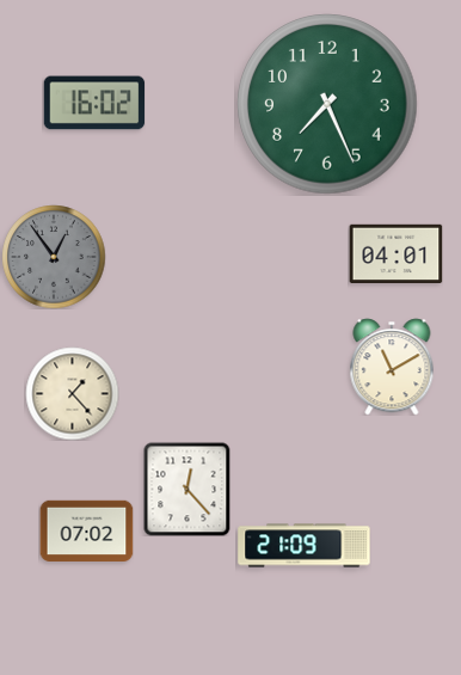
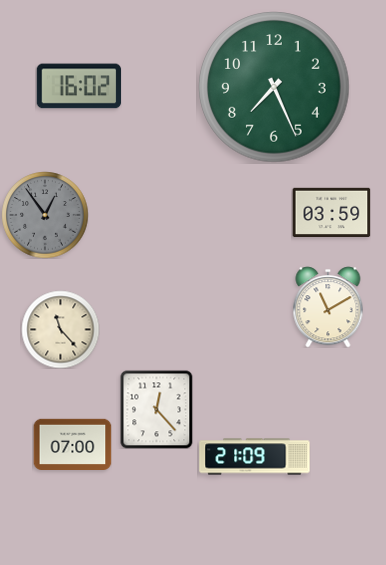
clock at (395, 253): 04:01 -> 03:59
clock at (72, 393): 1:23 -> 11:23
clock at (86, 530): 07:02 -> 07:00
